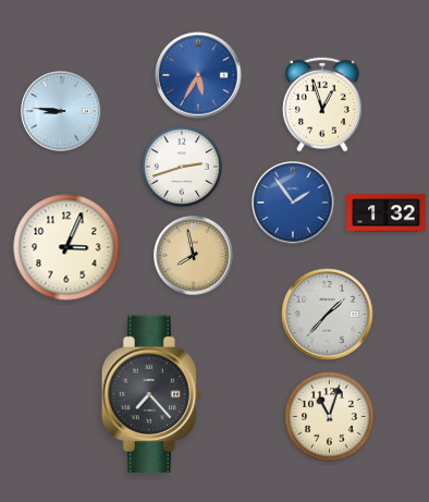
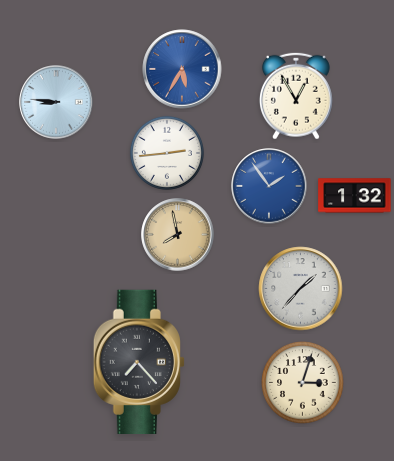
clock at (322, 105): 12:57 -> 12:55
clock at (182, 167): 2:42 -> 2:44
clock at (66, 247): 3:04 -> none
clock at (330, 417): 11:03 -> 3:03
